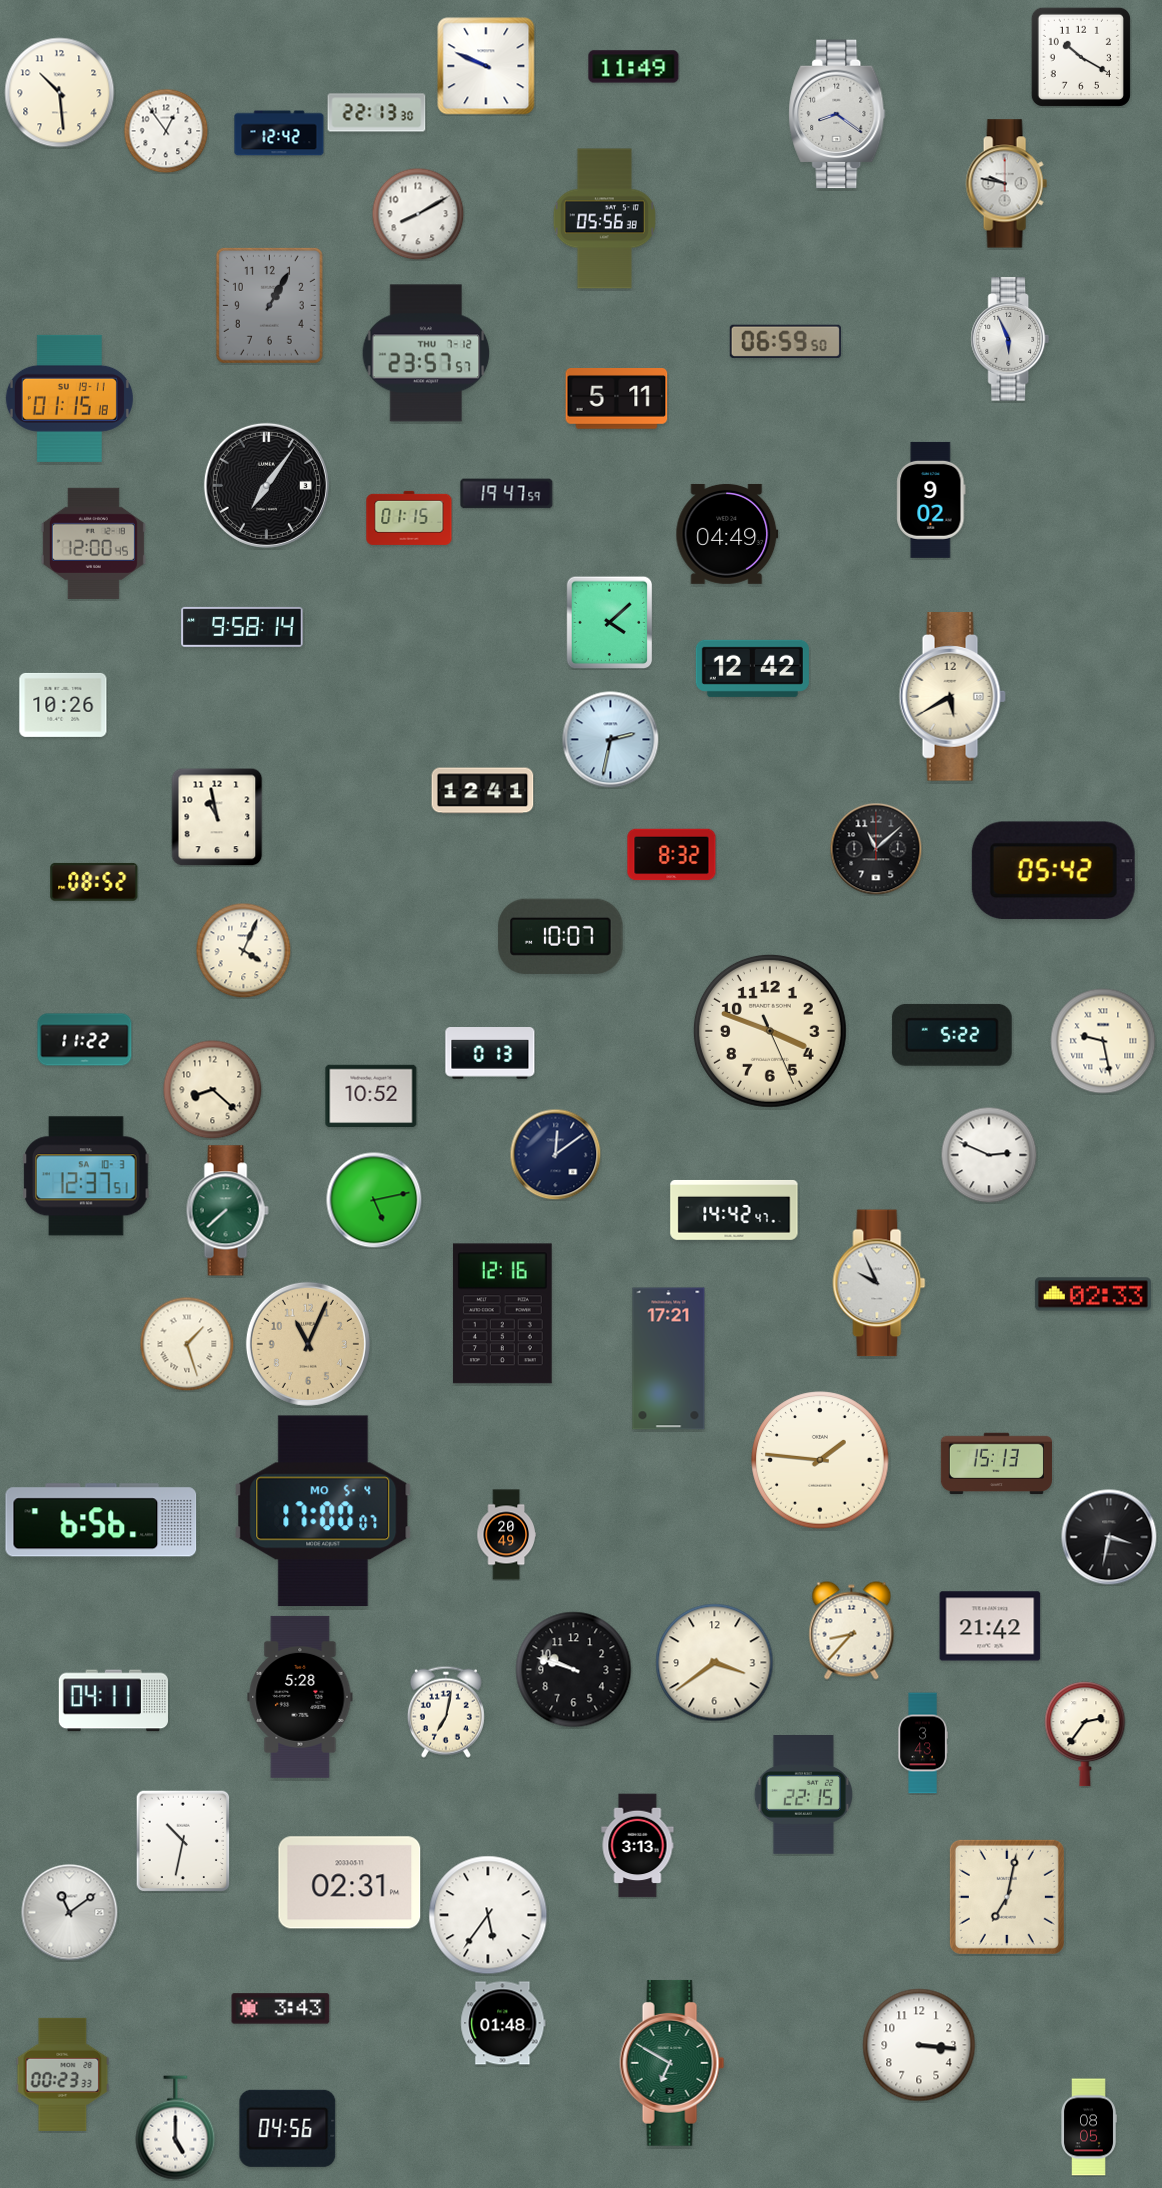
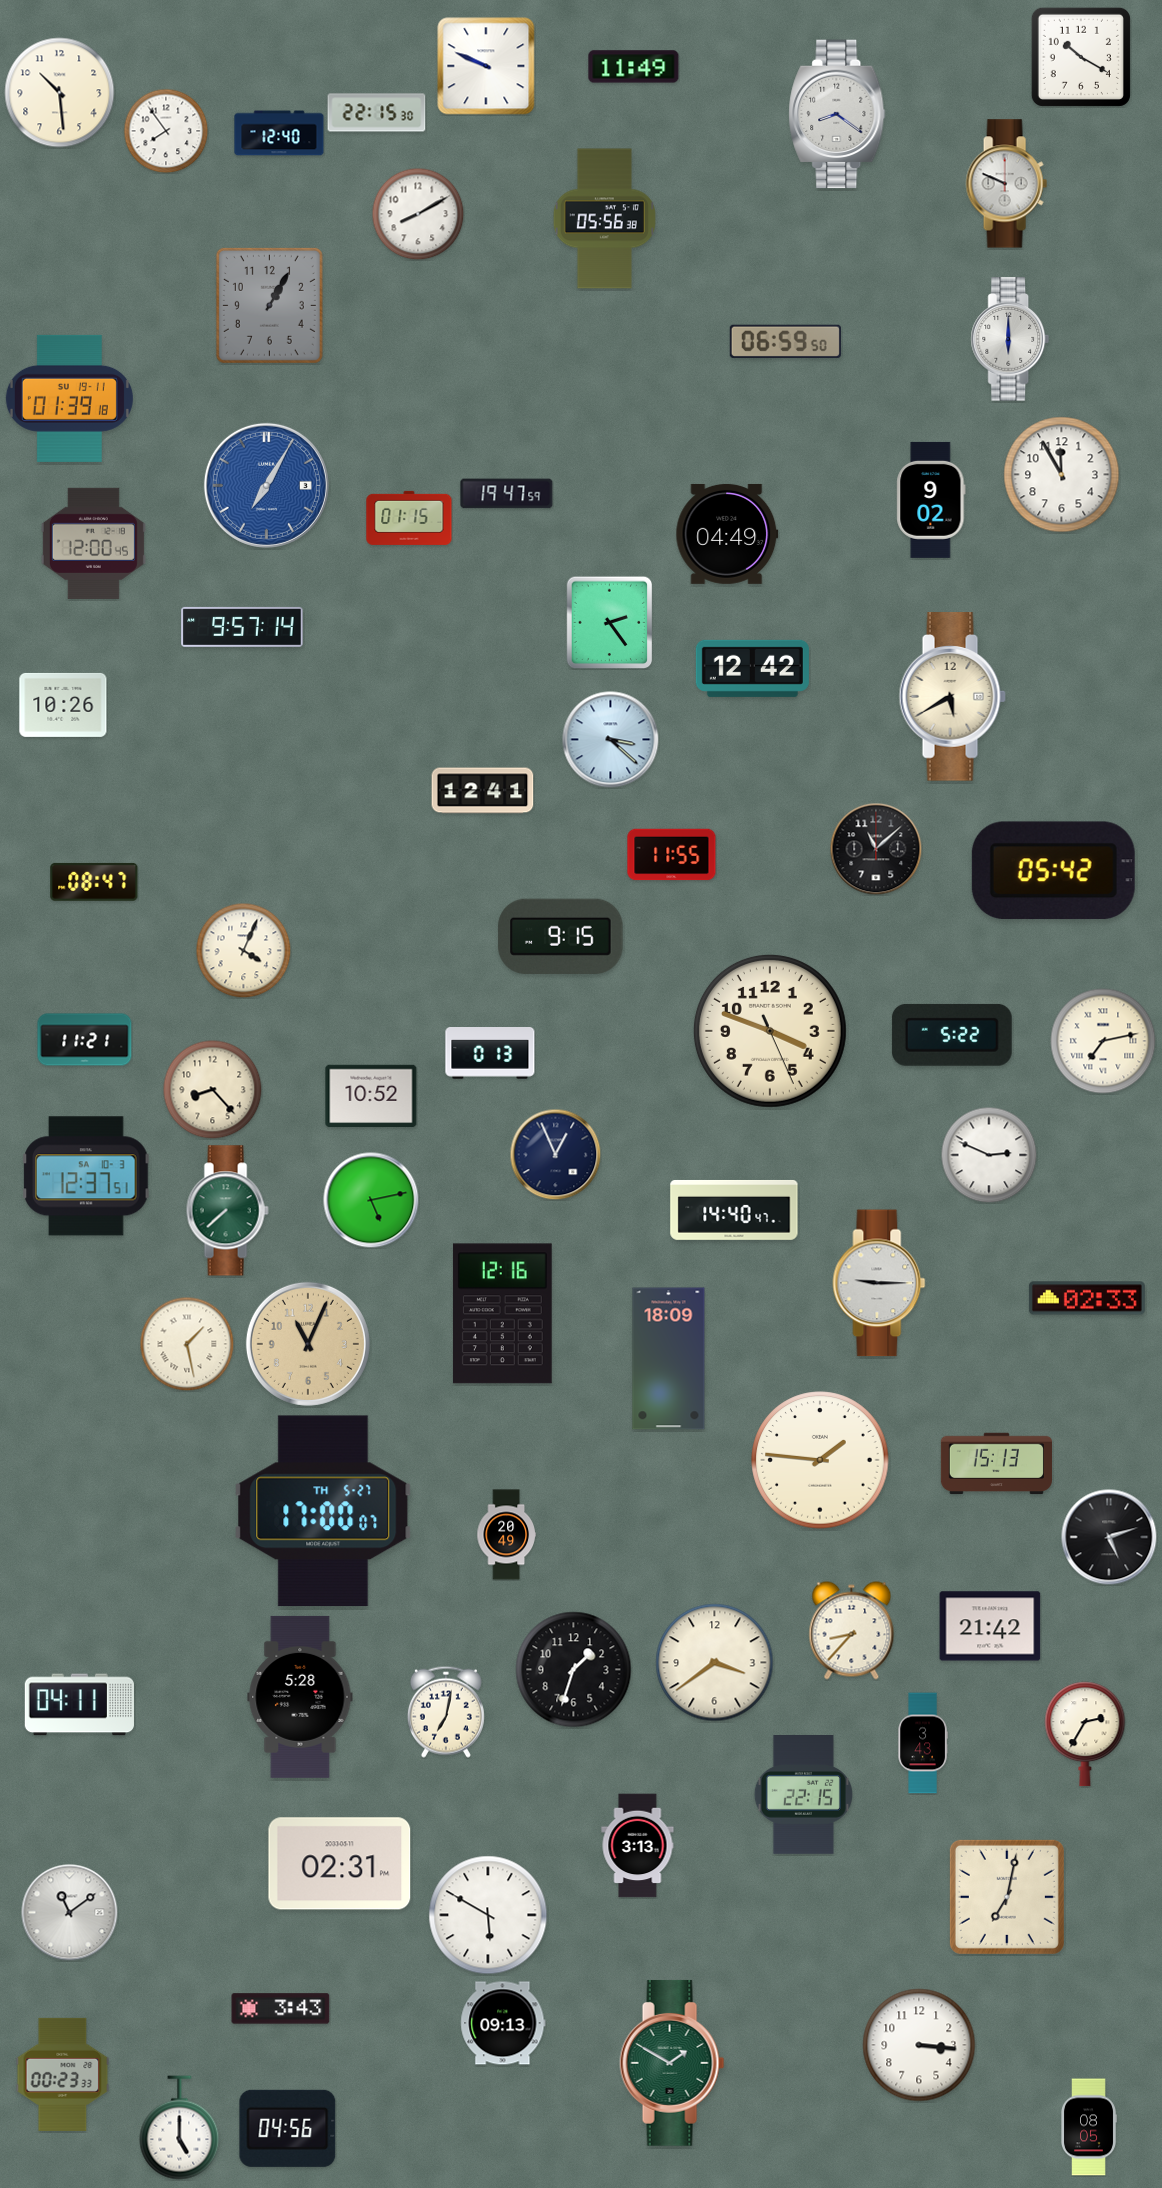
clock at (377, 113): 22:13 -> 22:15
clock at (166, 131): 12:54 -> 7:54
clock at (279, 133): 12:42 -> 12:40
clock at (1006, 184): 9:47 -> 9:49
clock at (1010, 339): 5:56 -> 6:00
clock at (426, 353): 23:57 -> none
clock at (69, 398): 01:15 -> 01:39
clock at (617, 399): 5:11 -> none
clock at (1062, 475): none -> 11:55
clock at (266, 485): 7:06 -> 7:05
clock at (266, 485) dial: black -> blue
clock at (610, 622): 4:08 -> 2:24
clock at (242, 627): 9:58 -> 9:57
clock at (611, 740): 2:32 -> 3:22
clock at (217, 817): 10:58 -> none
clock at (672, 855): 8:32 -> 11:55
clock at (94, 882): 08:52 -> 08:47
clock at (561, 936): 10:07 -> 9:15
clock at (85, 1040): 11:22 -> 11:21
clock at (1103, 1041): 9:28 -> 7:13
clock at (213, 1090): 8:22 -> 8:23
clock at (555, 1154): 12:09 -> 12:56
clock at (374, 1200) position: (374, 1200) -> (371, 1200)
clock at (734, 1210): 14:42 -> 14:40
clock at (879, 1283): 9:56 -> 9:15
clock at (1093, 1294) position: (1093, 1294) -> (1087, 1298)
clock at (187, 1344): 1:27 -> 1:28
clock at (669, 1359): 17:21 -> 18:09
clock at (323, 1511) date: MO 5-4 -> TH 5-27
clock at (101, 1520): 6:56 -> none
clock at (1109, 1537): 3:32 -> 5:12
clock at (574, 1670): 9:48 -> 1:33
clock at (113, 1701) position: (113, 1701) -> (79, 1705)
clock at (1085, 1734): 2:36 -> 2:35
clock at (183, 1841): 10:32 -> none
clock at (350, 1883) position: (350, 1883) -> (340, 1864)
clock at (488, 1915): 5:36 -> 5:50
clock at (503, 2023): 01:48 -> 09:13
clock at (672, 2063): 6:50 -> 1:50
clock at (176, 2128) position: (176, 2128) -> (180, 2128)
